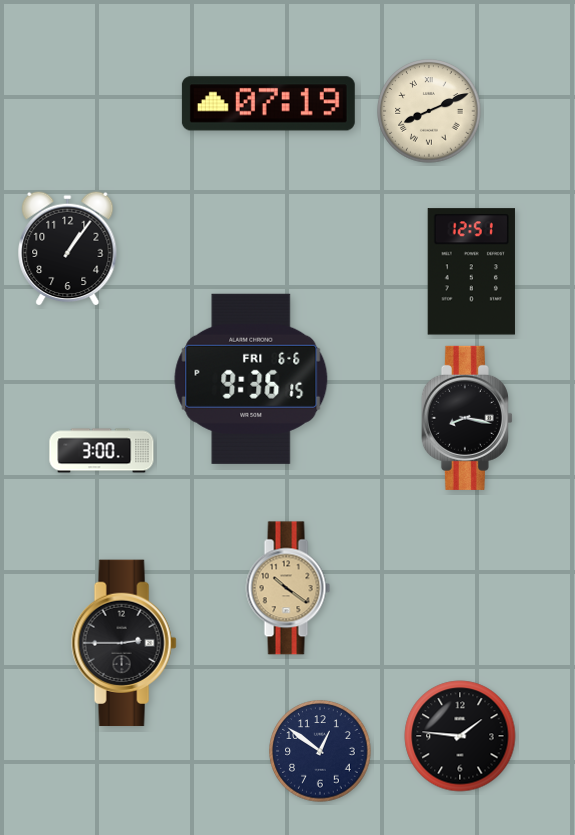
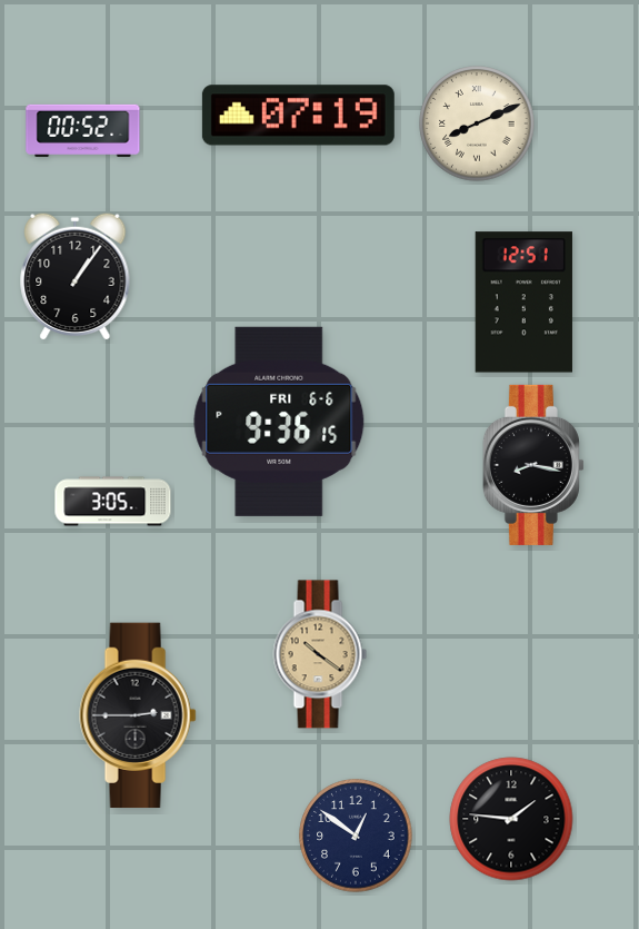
clock at (83, 130): none -> 00:52
clock at (467, 418) position: (467, 418) -> (533, 465)
clock at (102, 451): 3:00 -> 3:05
